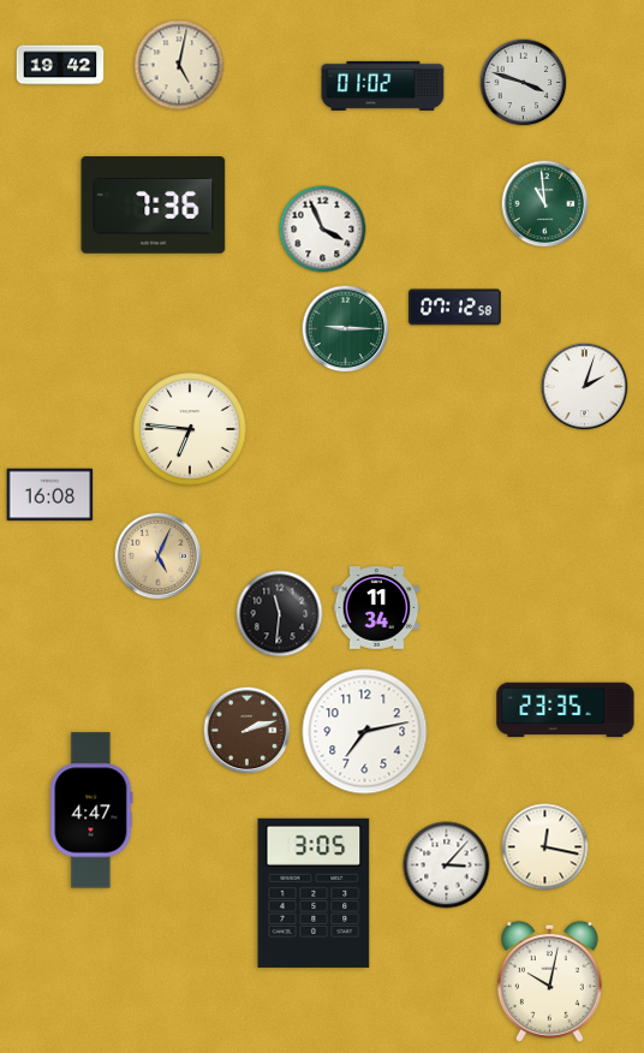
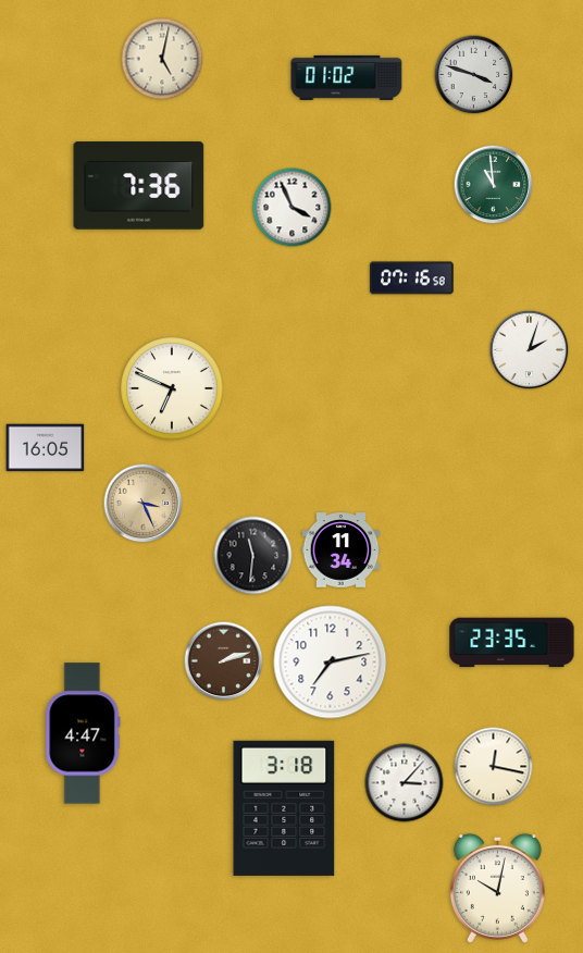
clock at (60, 65): 19:42 -> none
clock at (455, 308): 07:12 -> 07:16
clock at (346, 329): 9:15 -> none
clock at (190, 429): 6:46 -> 6:49
clock at (50, 495): 16:08 -> 16:05
clock at (159, 557): 5:04 -> 3:26
clock at (314, 893): 3:05 -> 3:18
